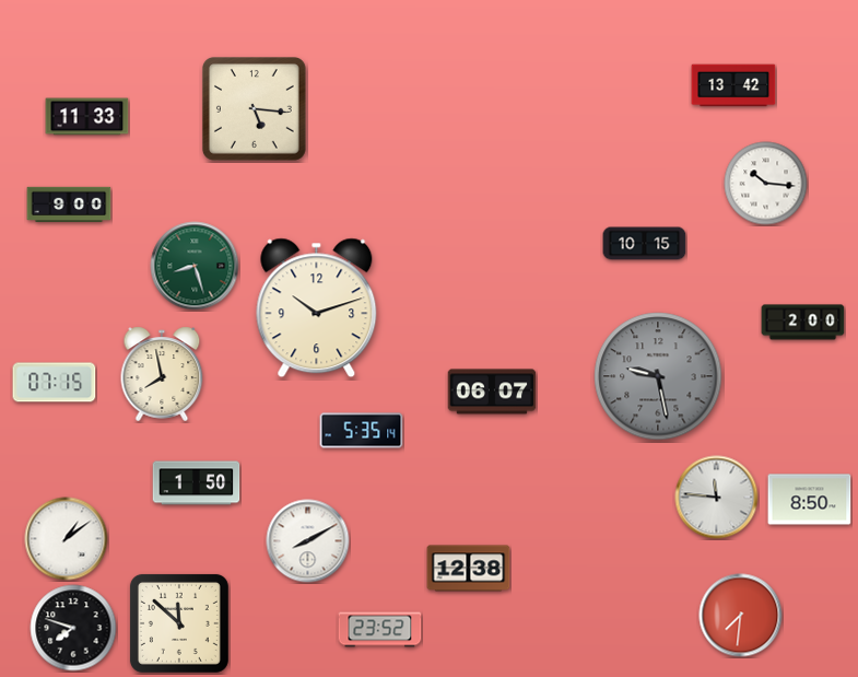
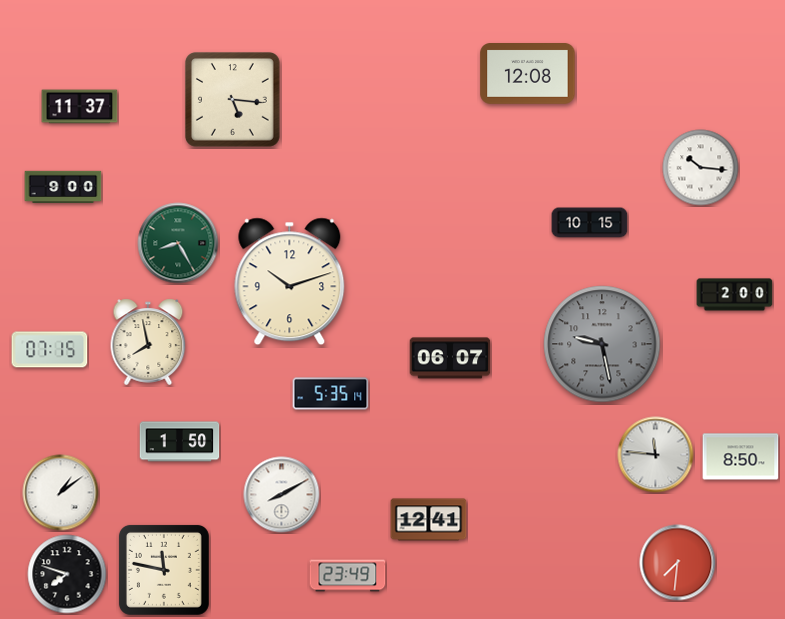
clock at (528, 74): none -> 12:08
clock at (733, 85): 13:42 -> none
clock at (87, 117): 11:33 -> 11:37
clock at (195, 266): 8:27 -> 8:25
clock at (469, 569): 12:38 -> 12:41
clock at (179, 623): 11:52 -> 11:47
clock at (380, 630): 23:52 -> 23:49
